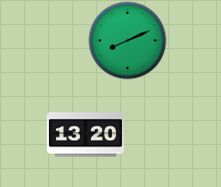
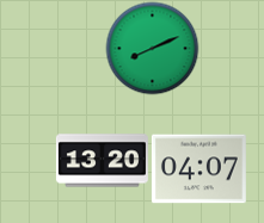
clock at (198, 169): none -> 04:07
